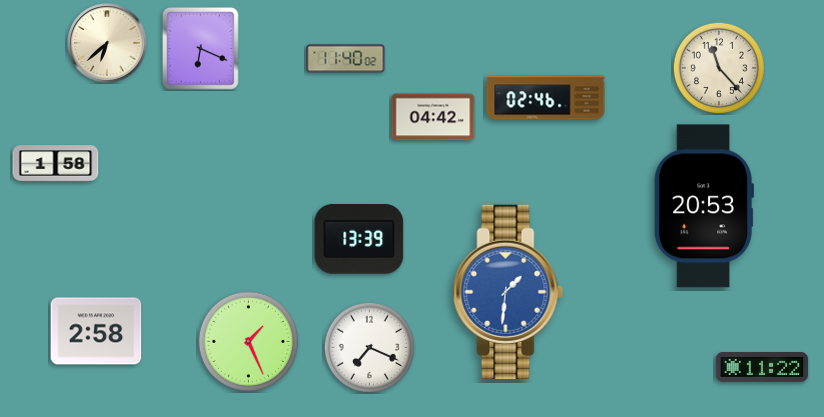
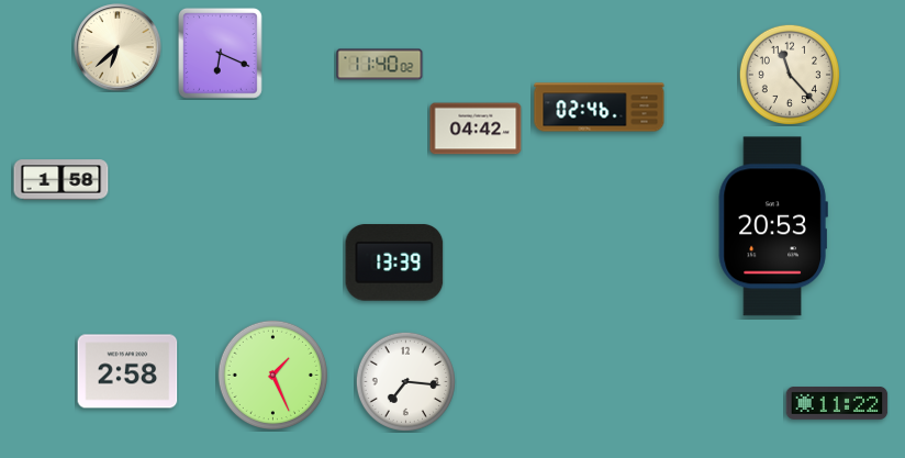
clock at (508, 292): 1:31 -> none
clock at (96, 331) position: (96, 331) -> (127, 371)
clock at (369, 347): 7:19 -> 7:16
